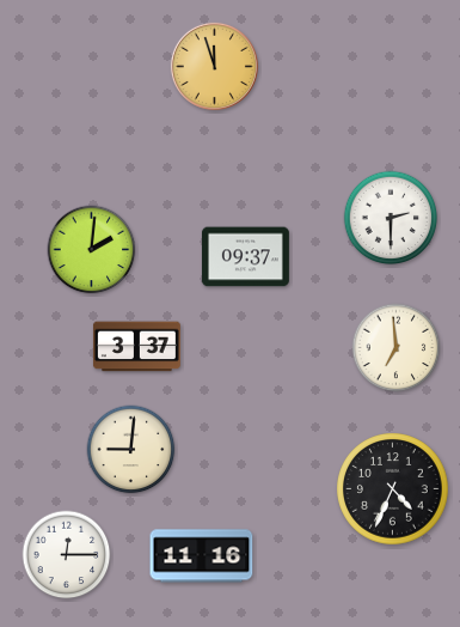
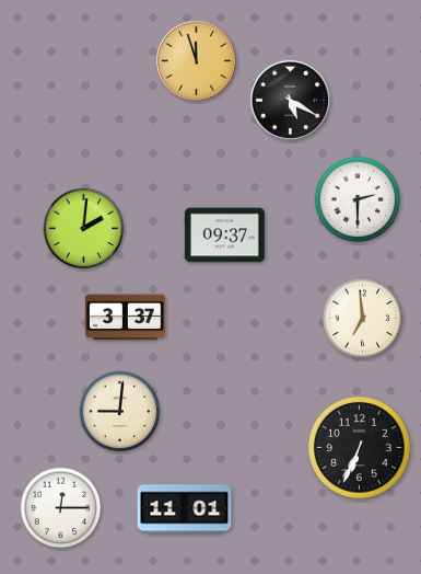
clock at (290, 100): none -> 5:20
clock at (393, 489): 4:34 -> 6:34
clock at (202, 556): 11:16 -> 11:01
